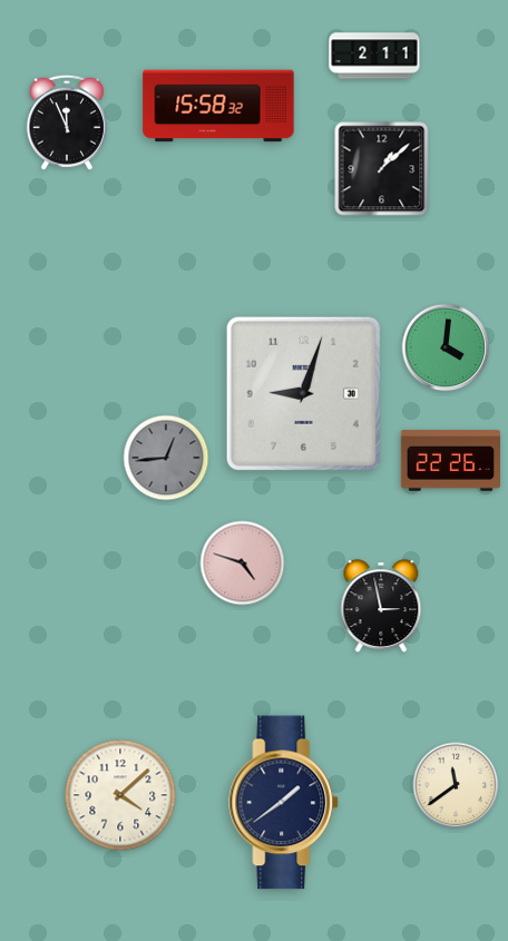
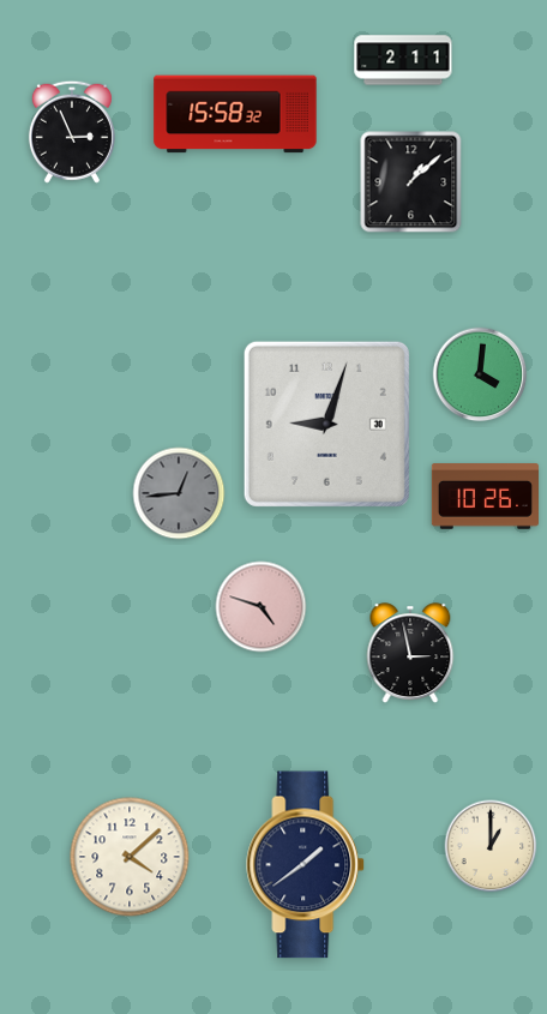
clock at (67, 122): 11:56 -> 2:56
clock at (450, 461): 22:26 -> 10:26
clock at (456, 785): 11:39 -> 1:00
